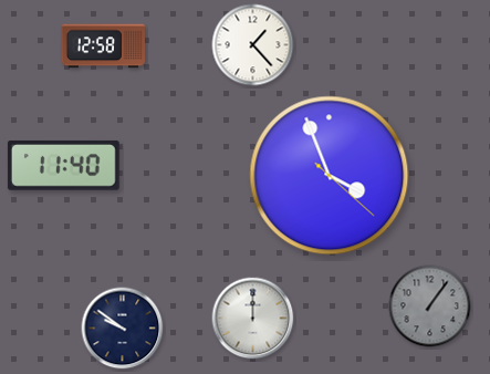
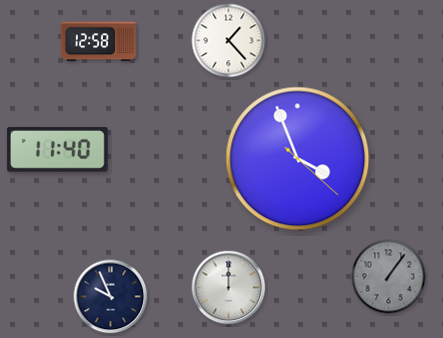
clock at (103, 46) position: (103, 46) -> (98, 42)
clock at (123, 329): 9:51 -> 9:56
